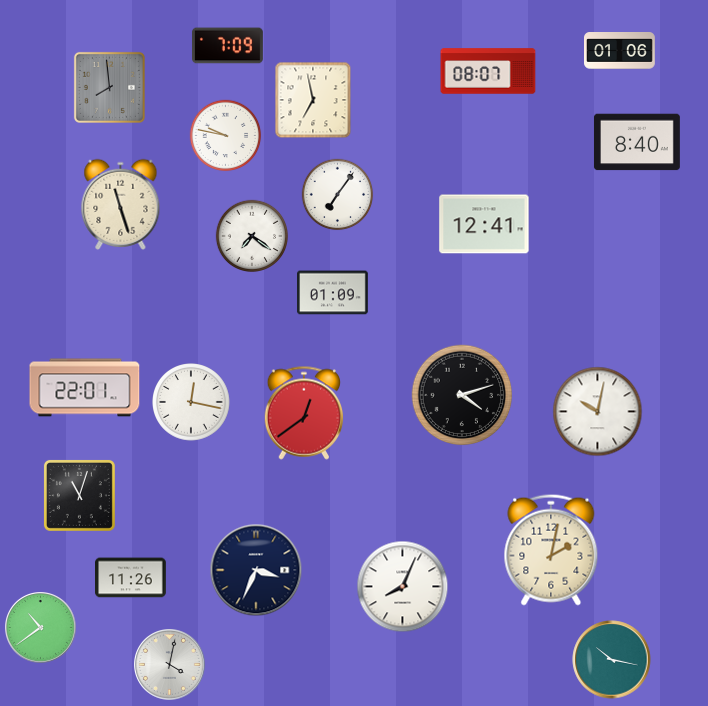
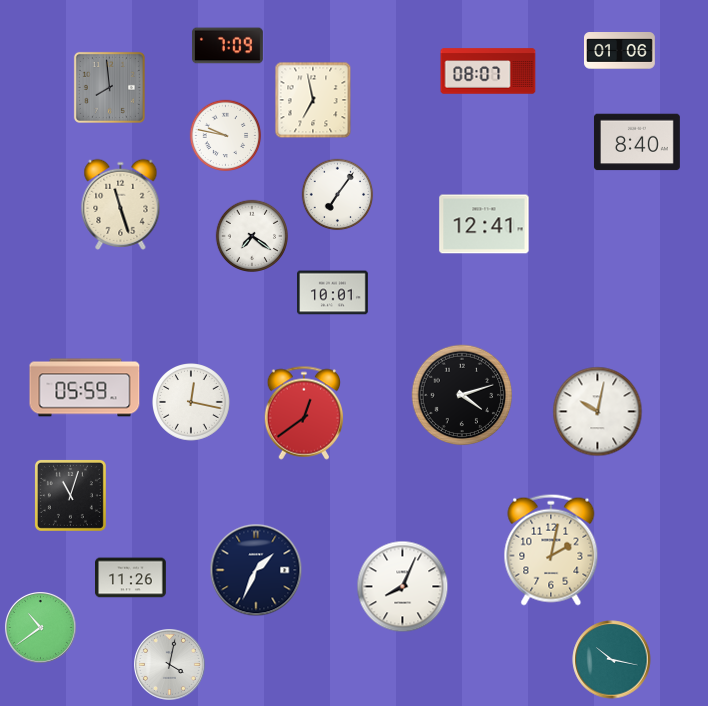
clock at (333, 293): 01:09 -> 10:01
clock at (85, 388): 22:01 -> 05:59
clock at (79, 495) position: (79, 495) -> (70, 495)
clock at (256, 570): 3:34 -> 1:34
